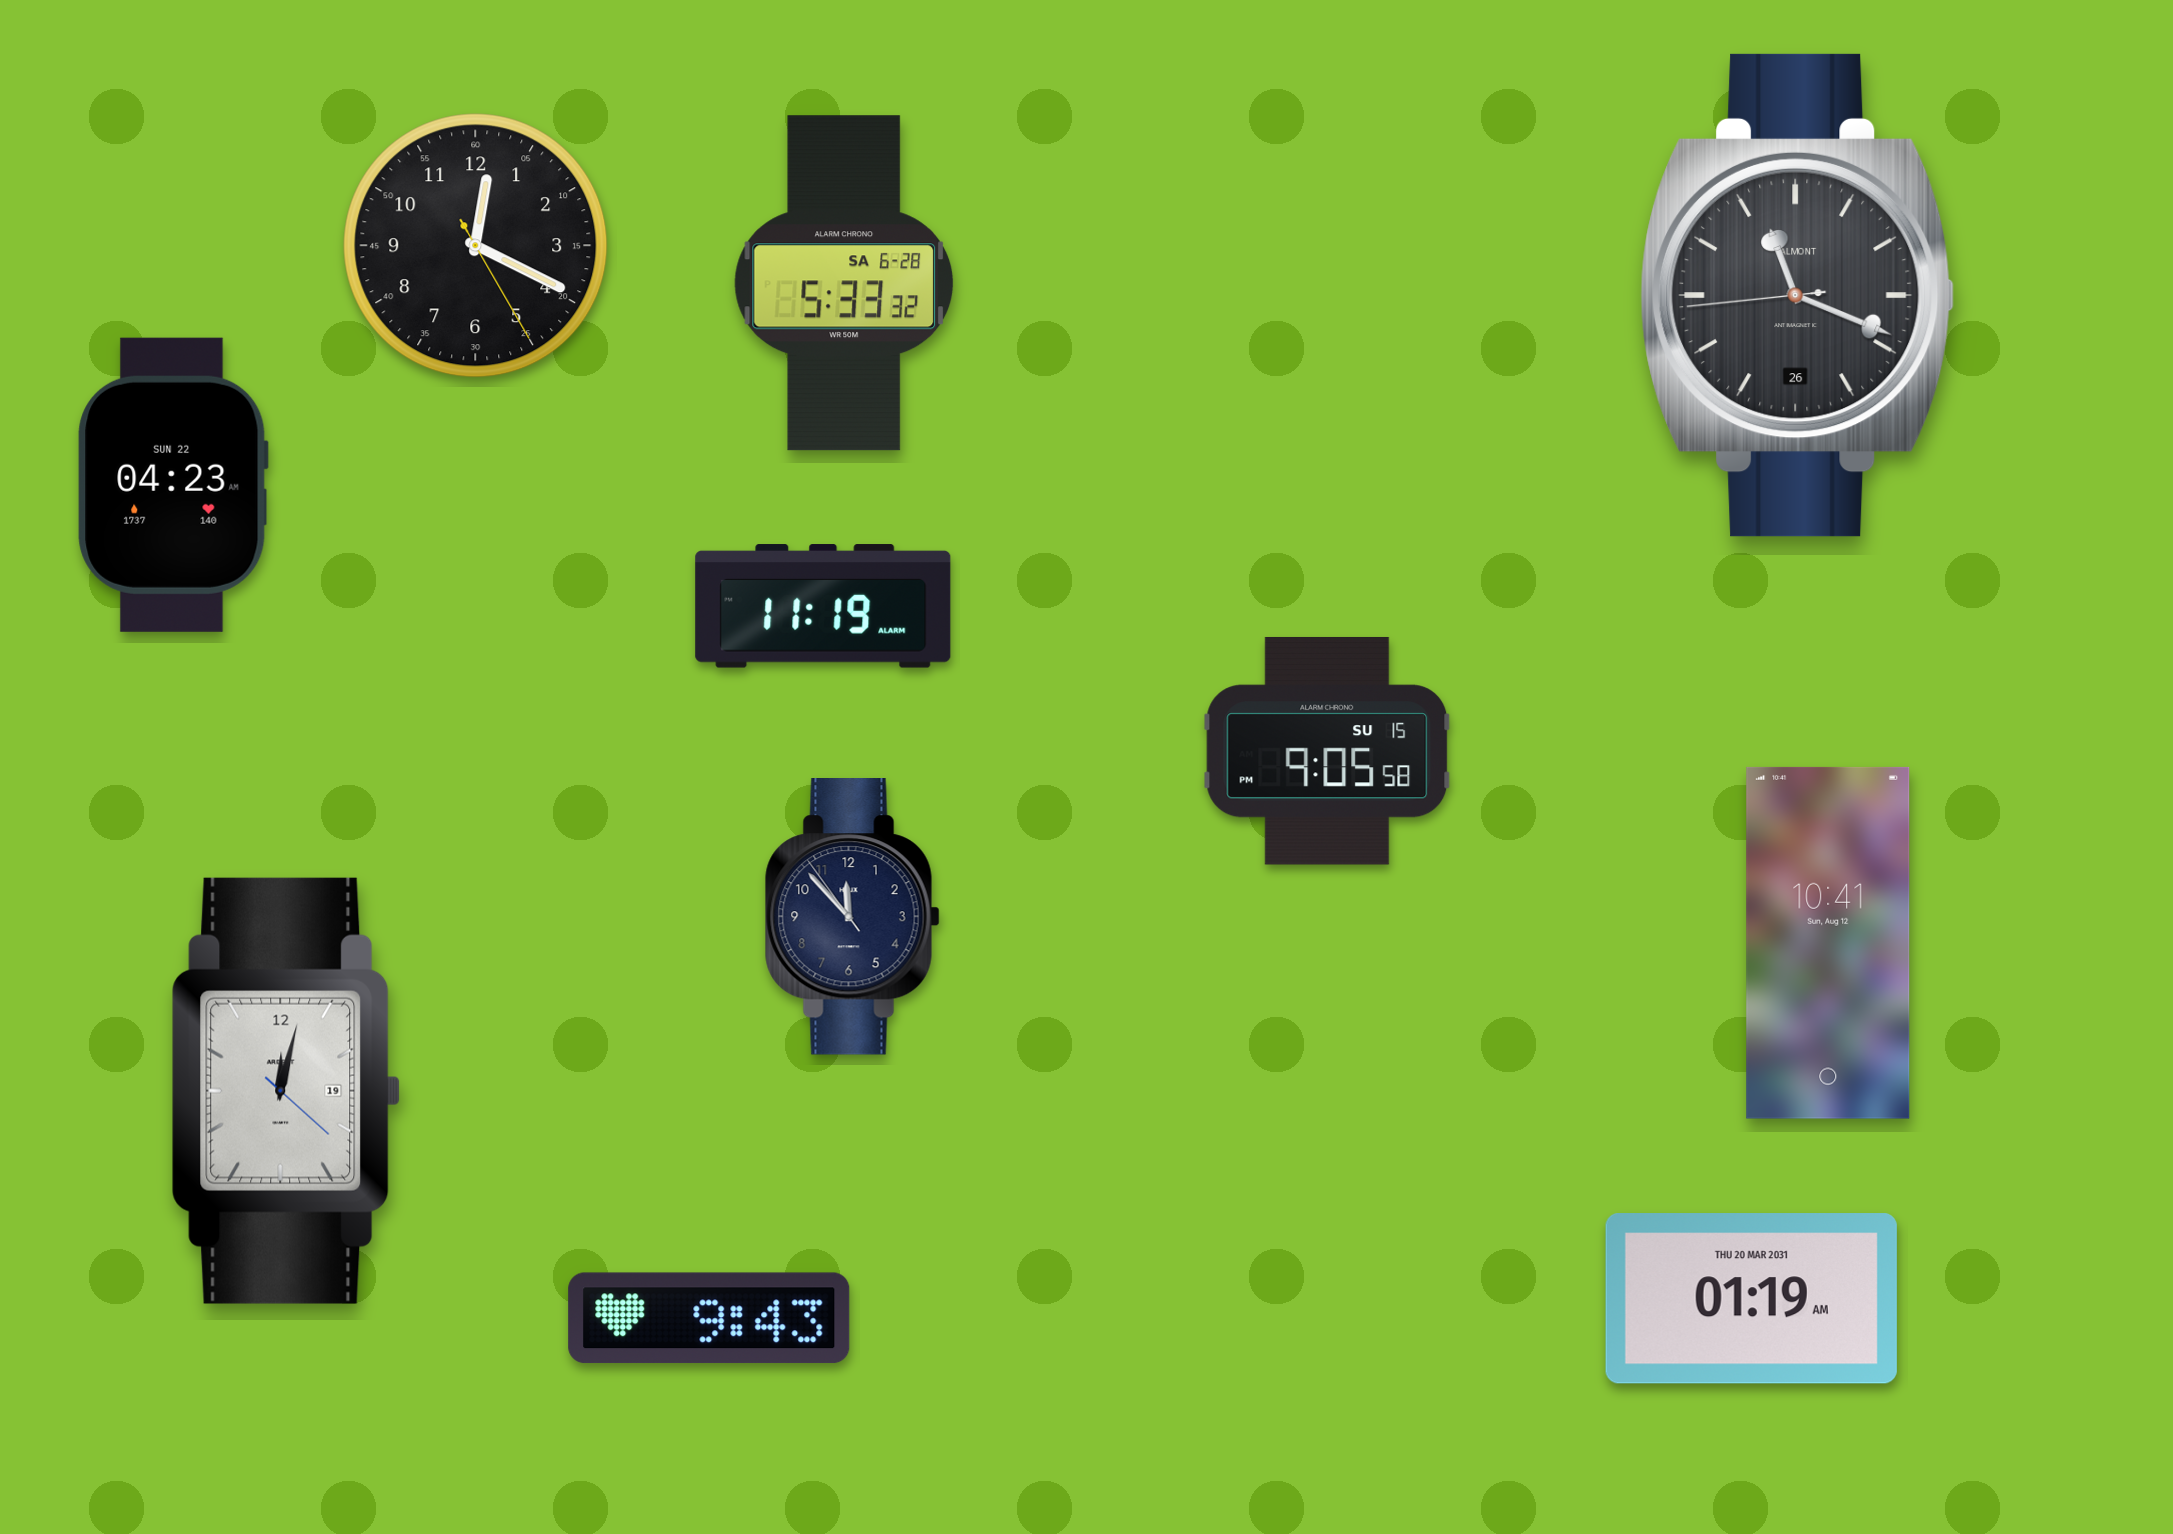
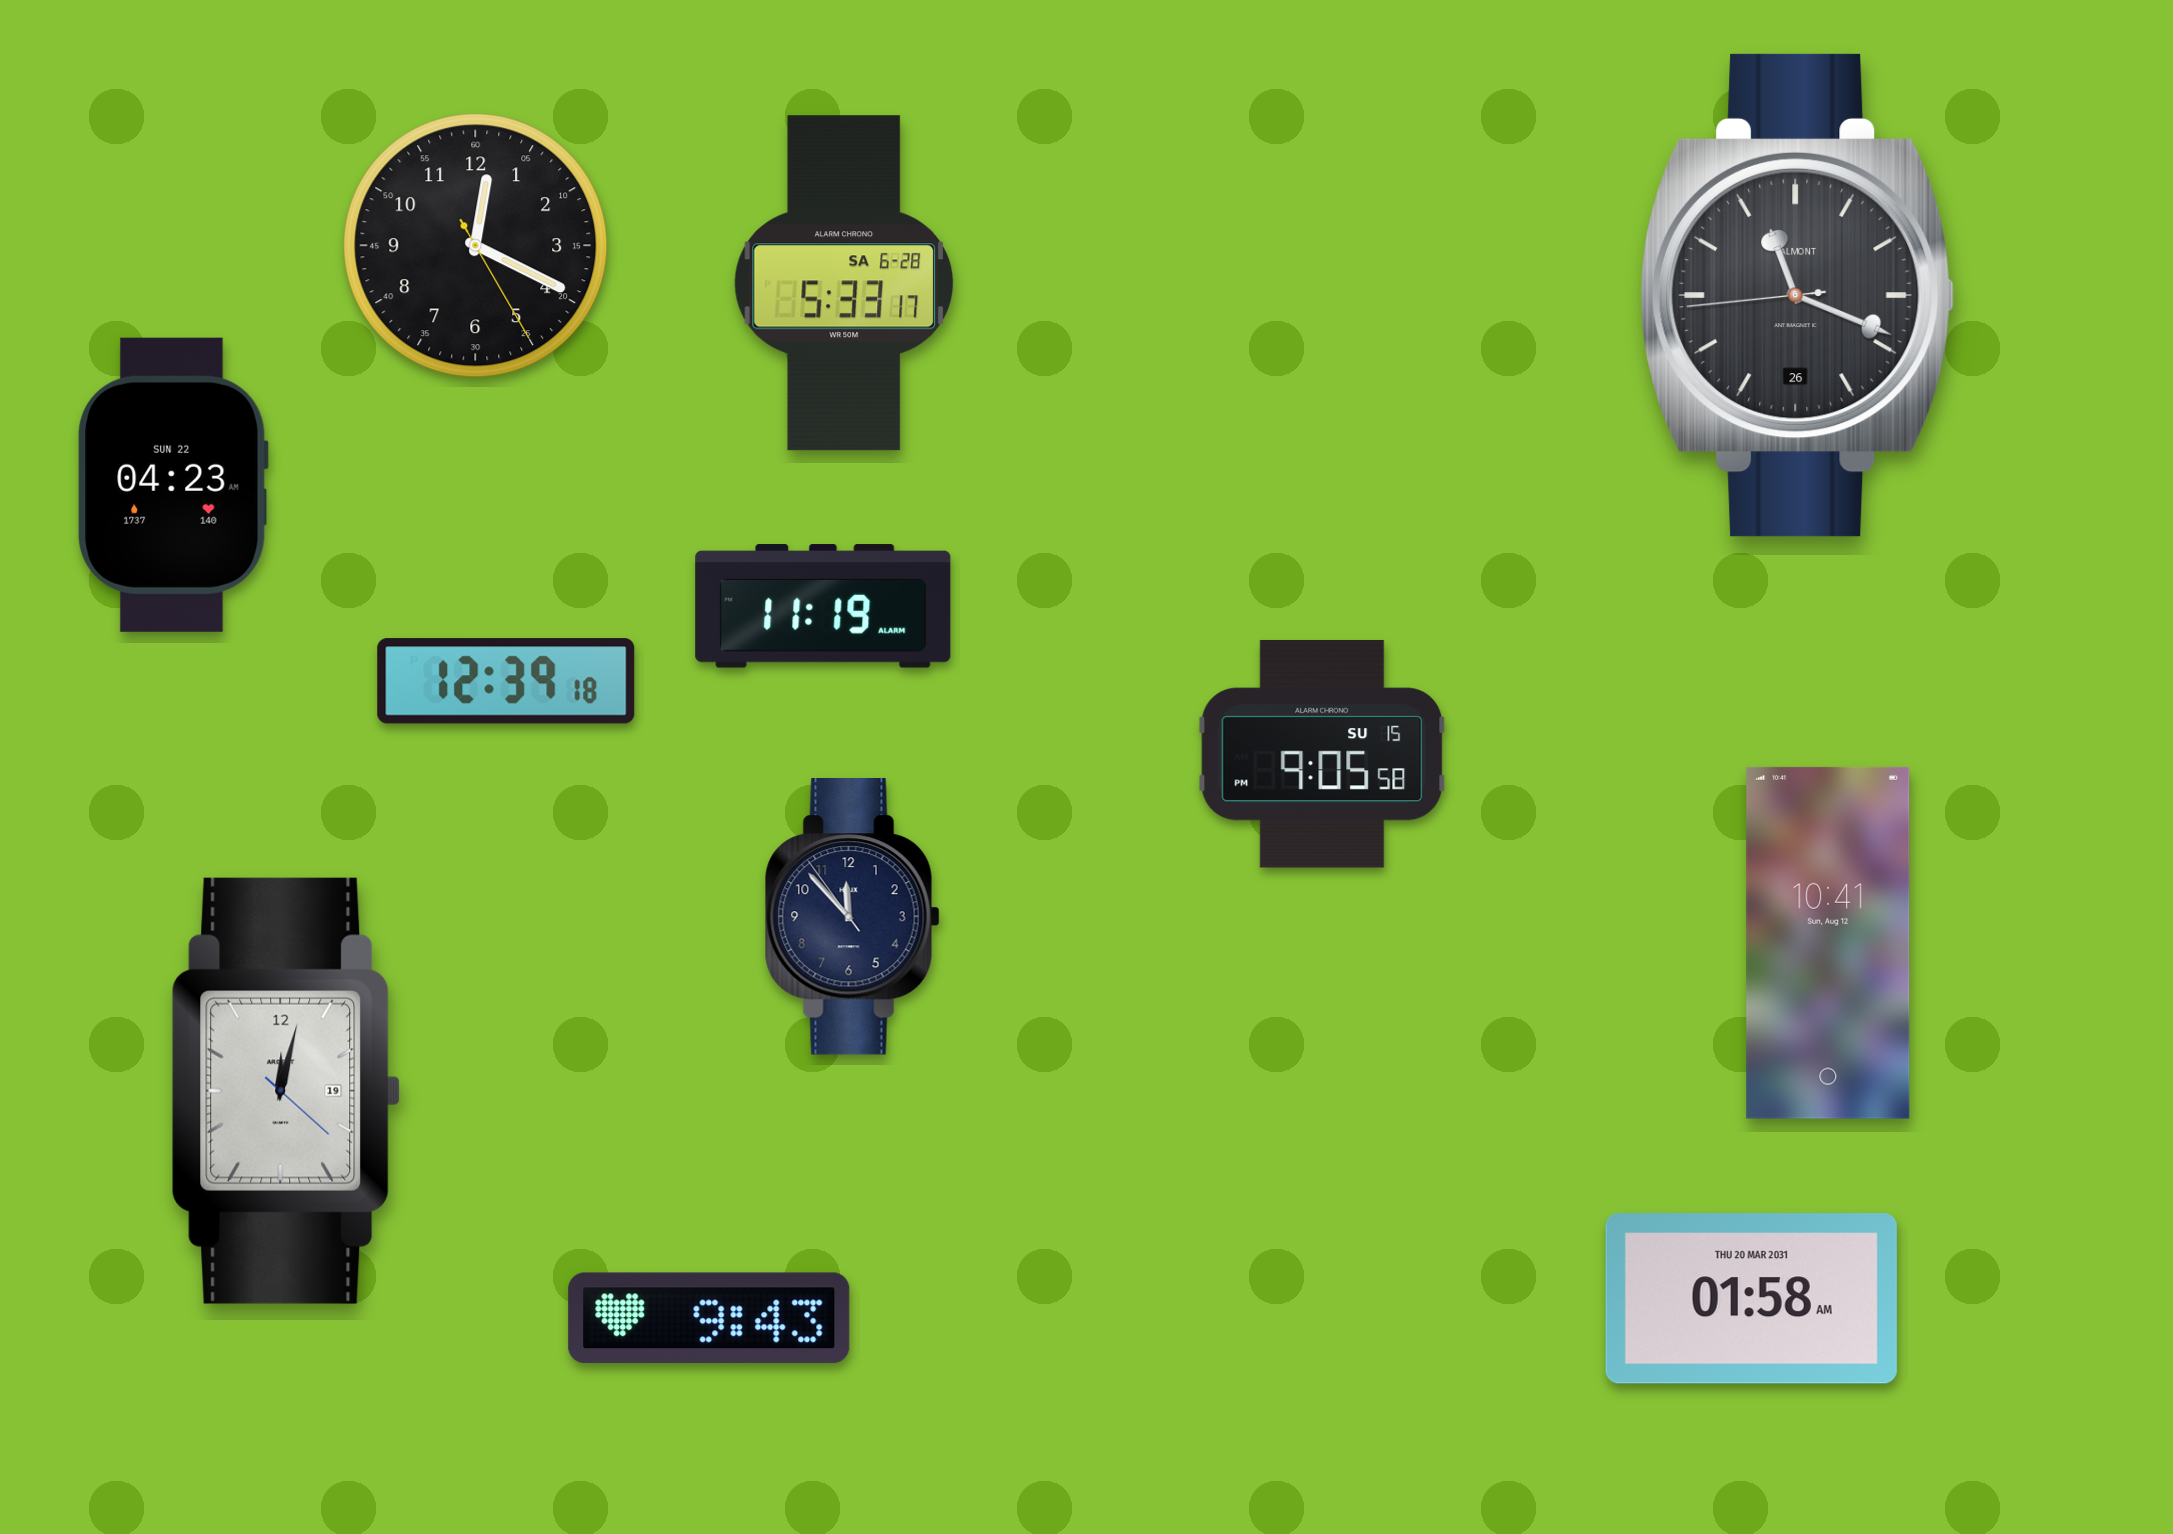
clock at (844, 283): 5:33:32 -> 5:33:17
clock at (506, 681): none -> 12:39
clock at (1327, 751) position: (1327, 751) -> (1322, 754)
clock at (1751, 1299): 01:19 -> 01:58
